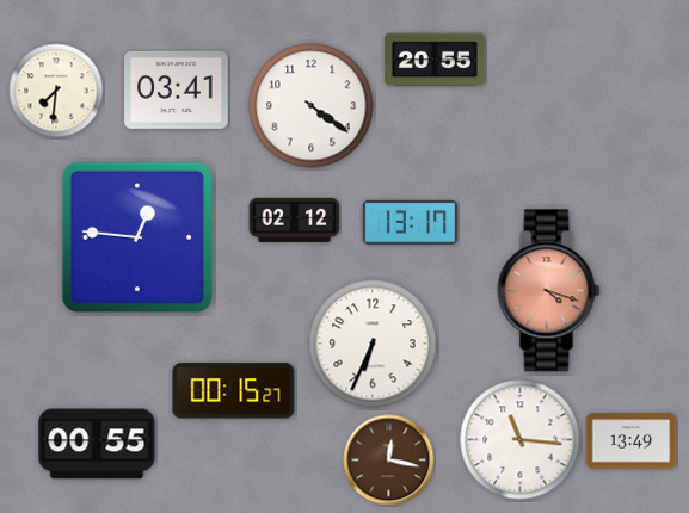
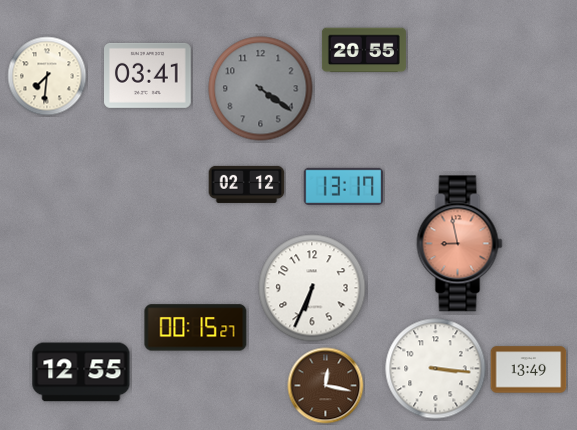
clock at (312, 106) dial: white -> grey
clock at (136, 236): 12:46 -> none
clock at (549, 291): 4:18 -> 8:58
clock at (521, 440): 11:16 -> 3:16
clock at (97, 444): 00:55 -> 12:55
